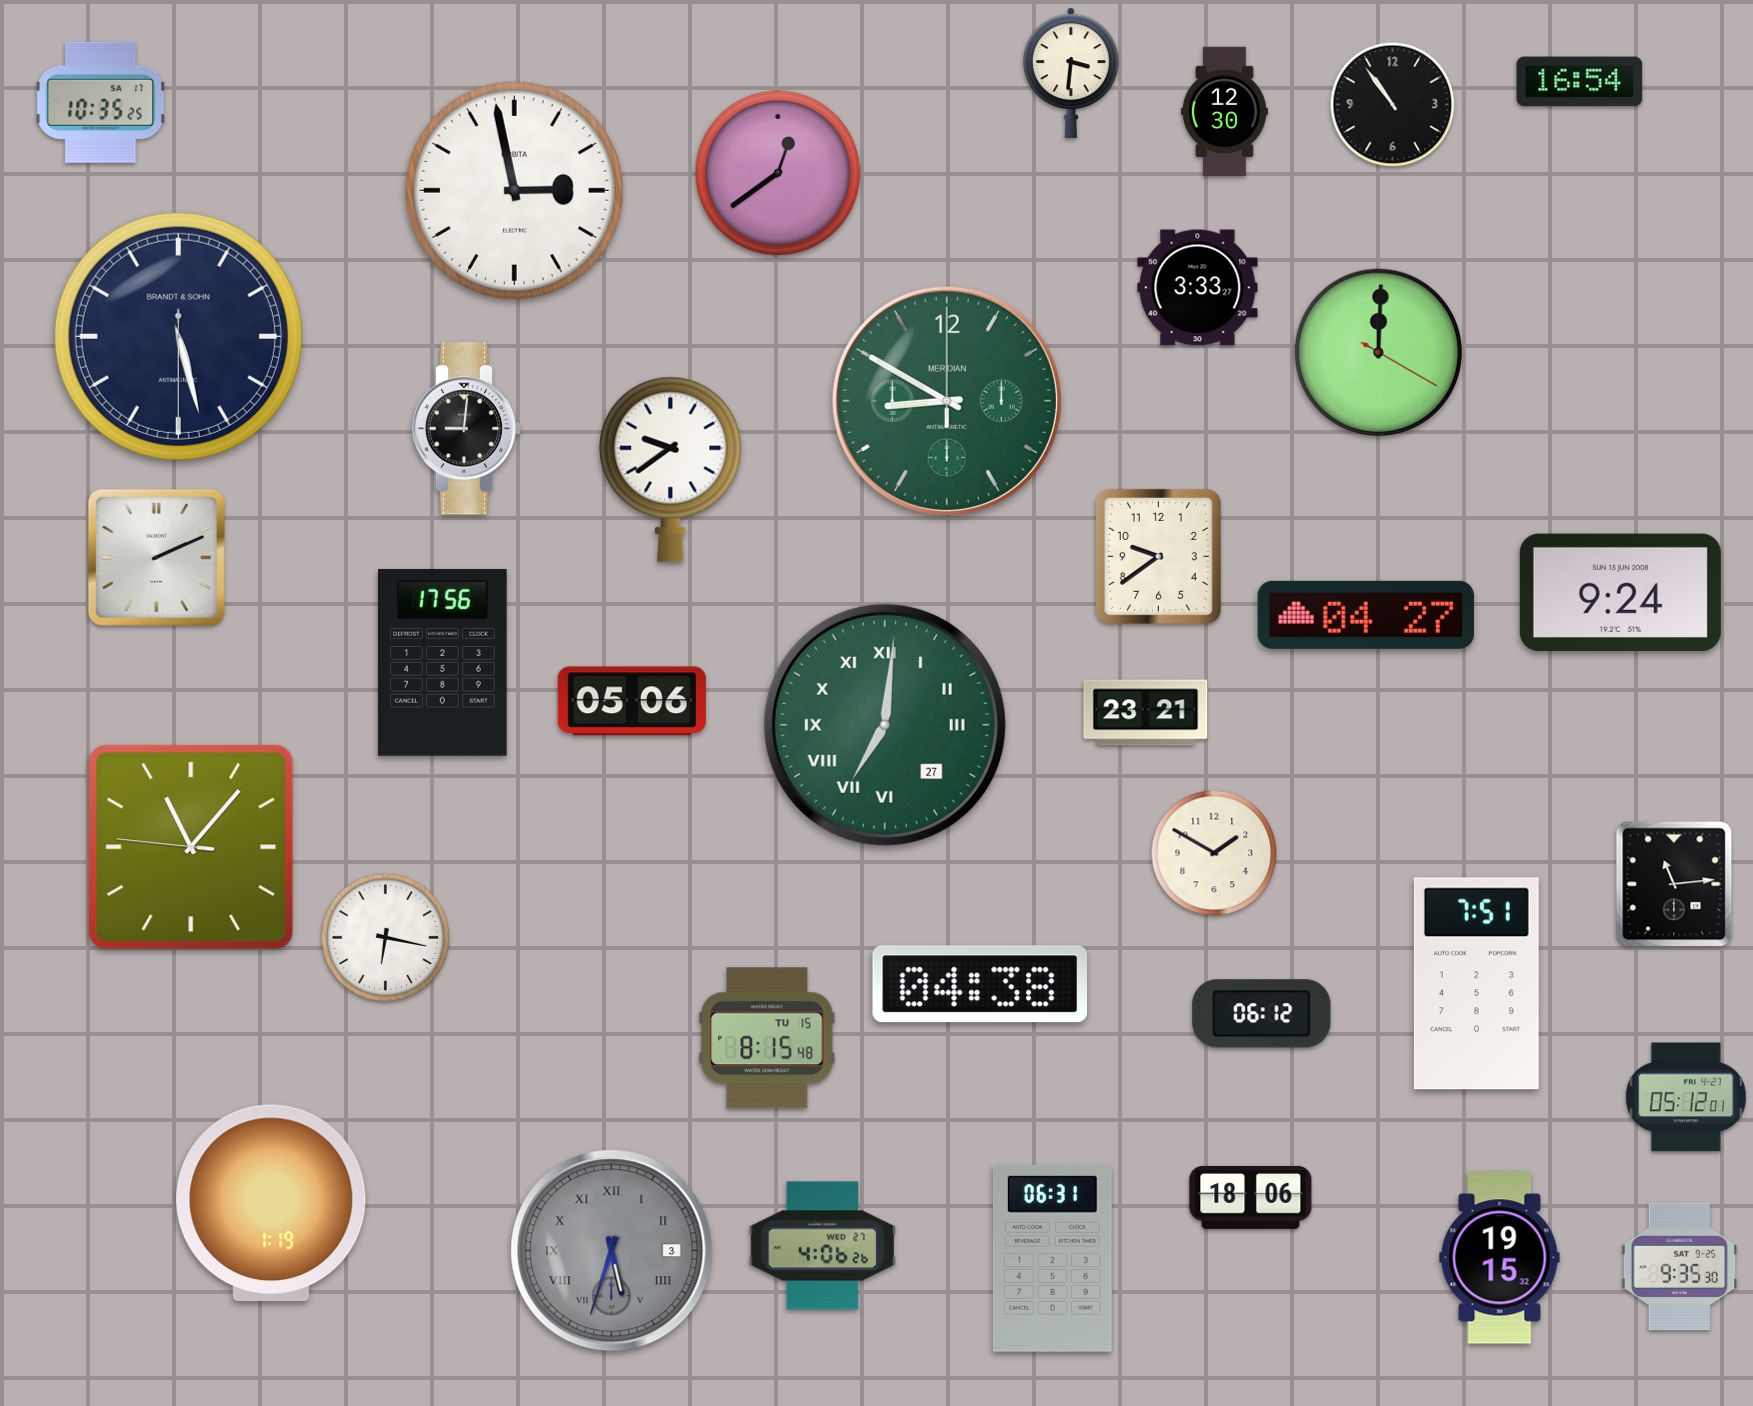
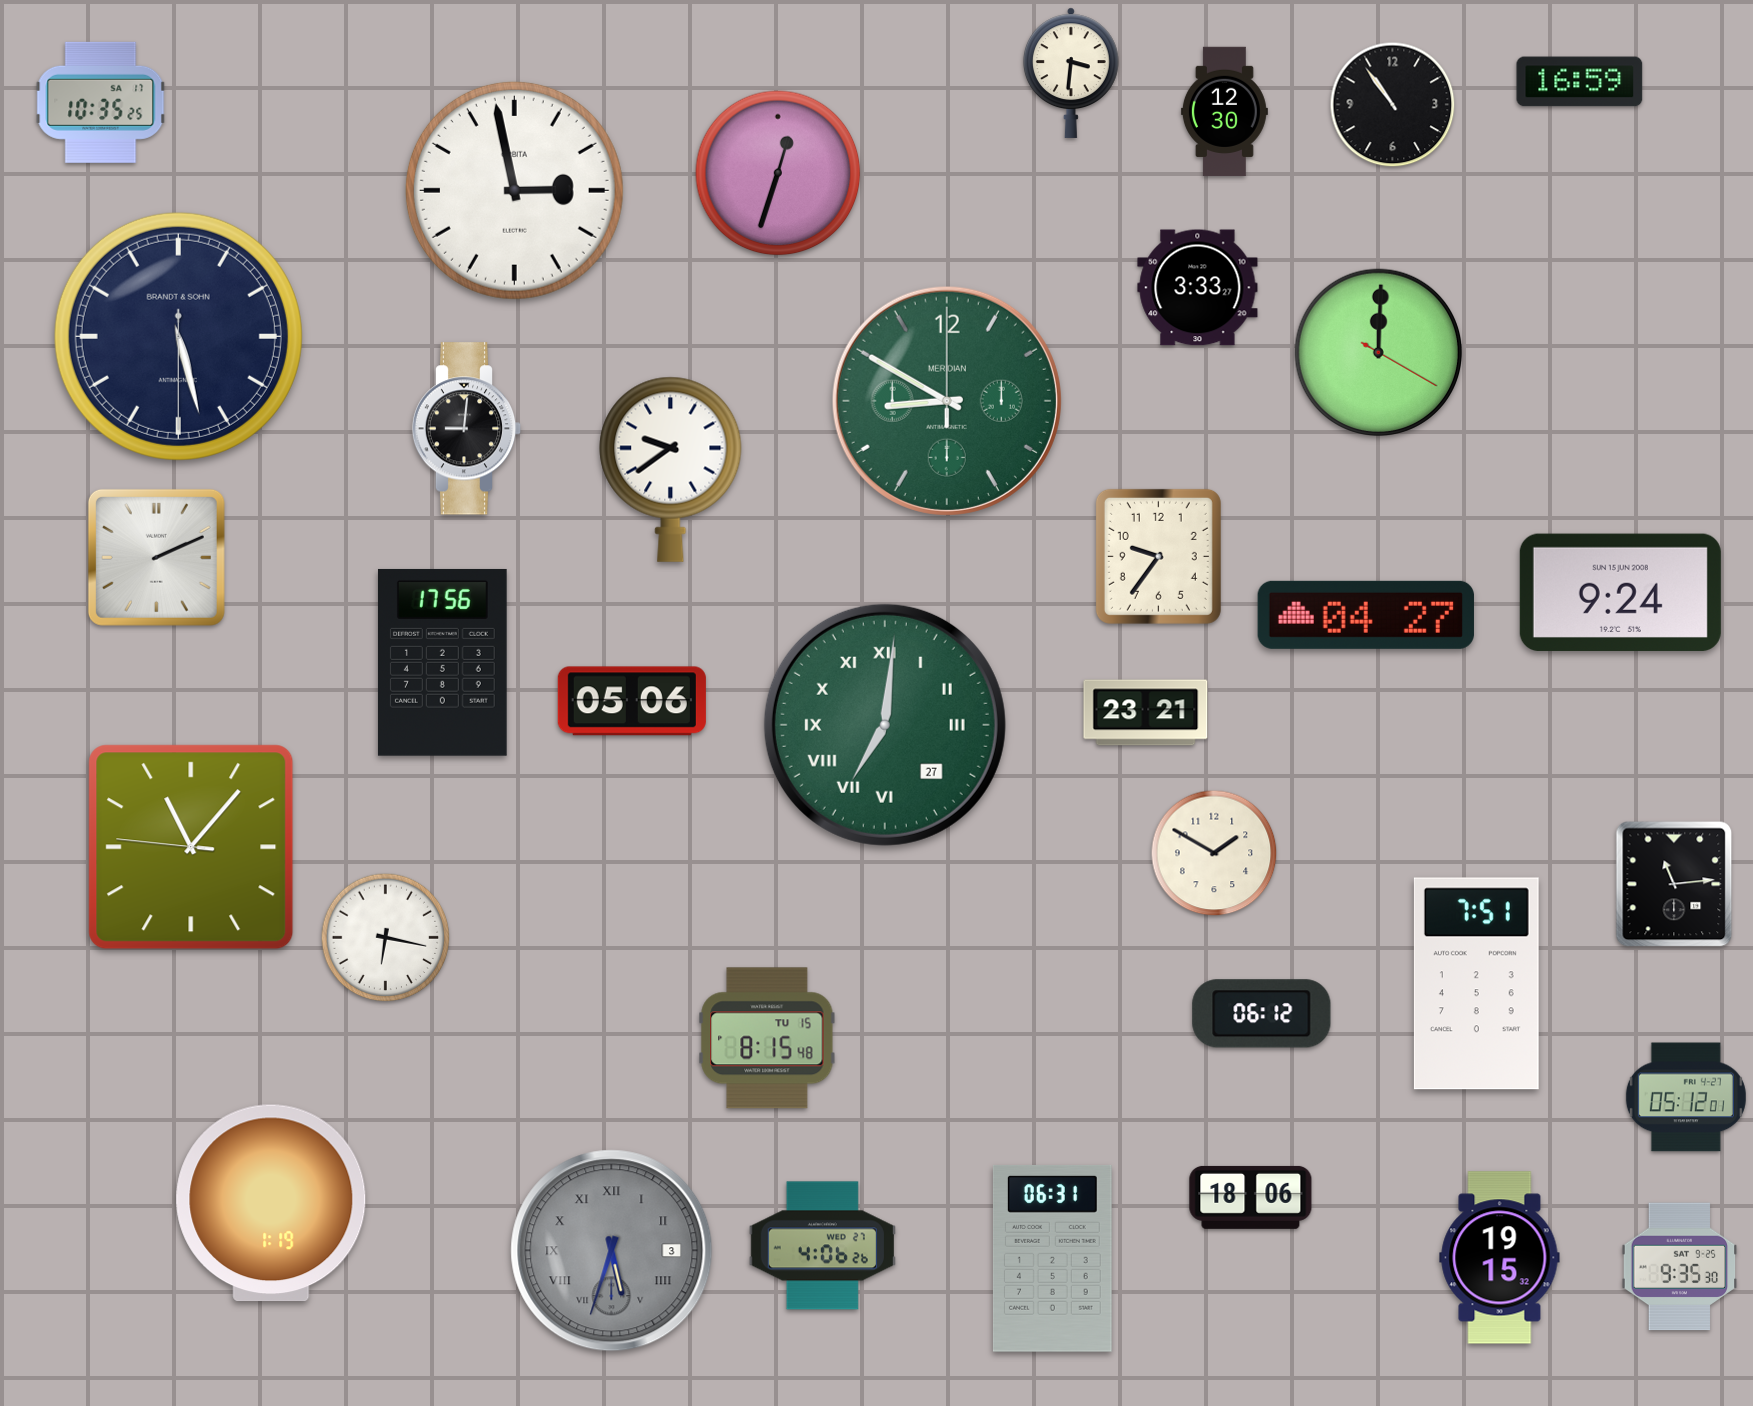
clock at (1580, 82): 16:54 -> 16:59
clock at (778, 173): 12:39 -> 12:33
clock at (1158, 556): 9:39 -> 9:36
clock at (979, 984): 04:38 -> none
